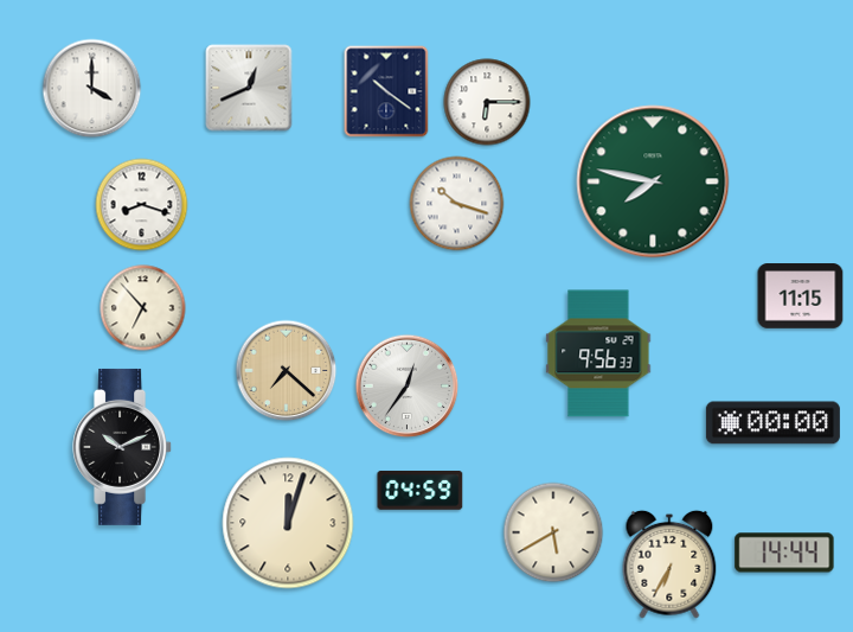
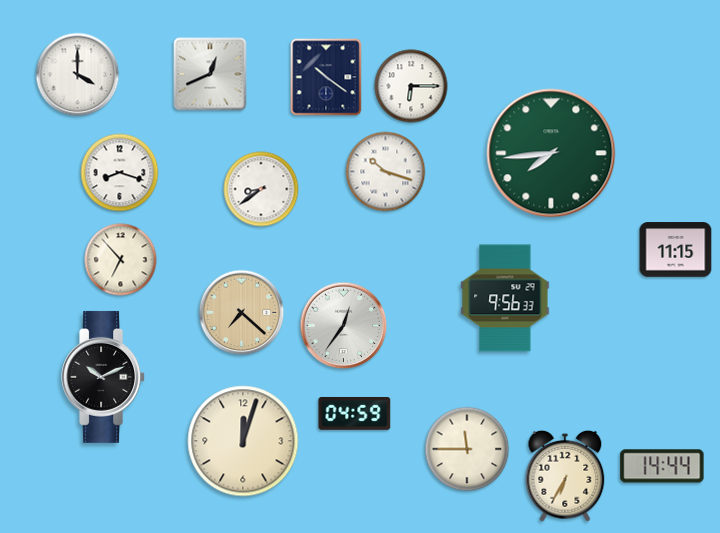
clock at (653, 181): 7:47 -> 7:44
clock at (261, 189): none -> 8:39
clock at (772, 423): 00:00 -> none
clock at (553, 532): 5:40 -> 11:45
